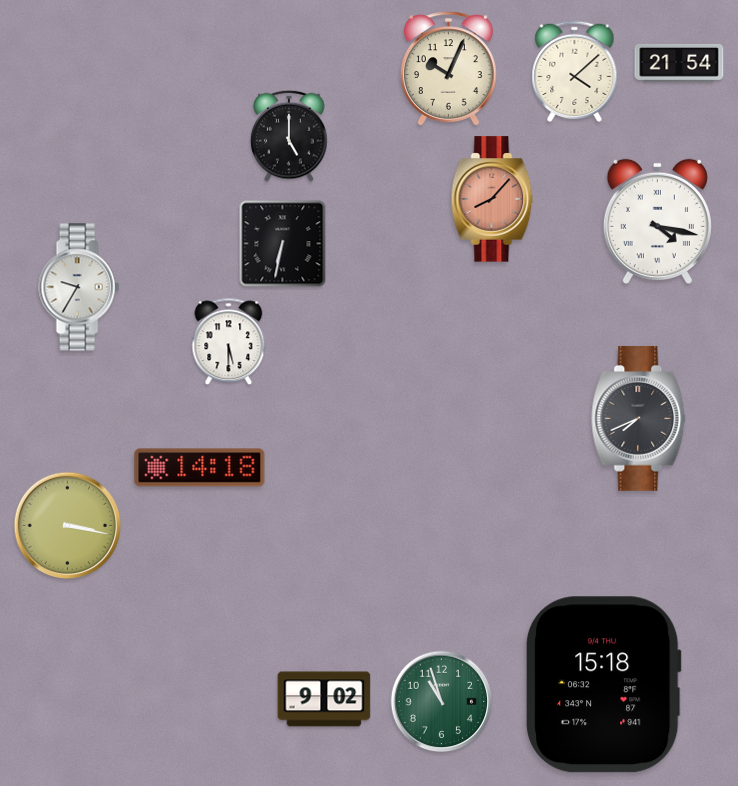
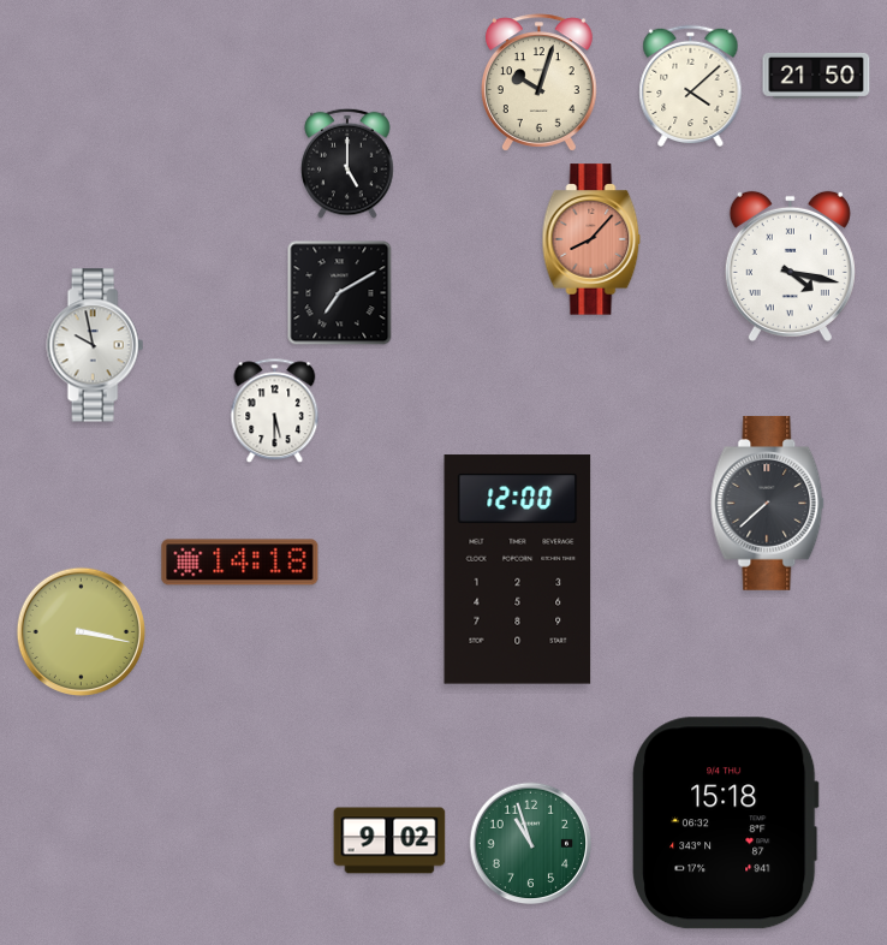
clock at (679, 63): 21:54 -> 21:50
clock at (448, 69): 10:04 -> 10:03
clock at (283, 244): 6:32 -> 7:10
clock at (79, 287): 9:35 -> 9:58
clock at (639, 418): 7:41 -> 7:38
clock at (518, 570): none -> 12:00
